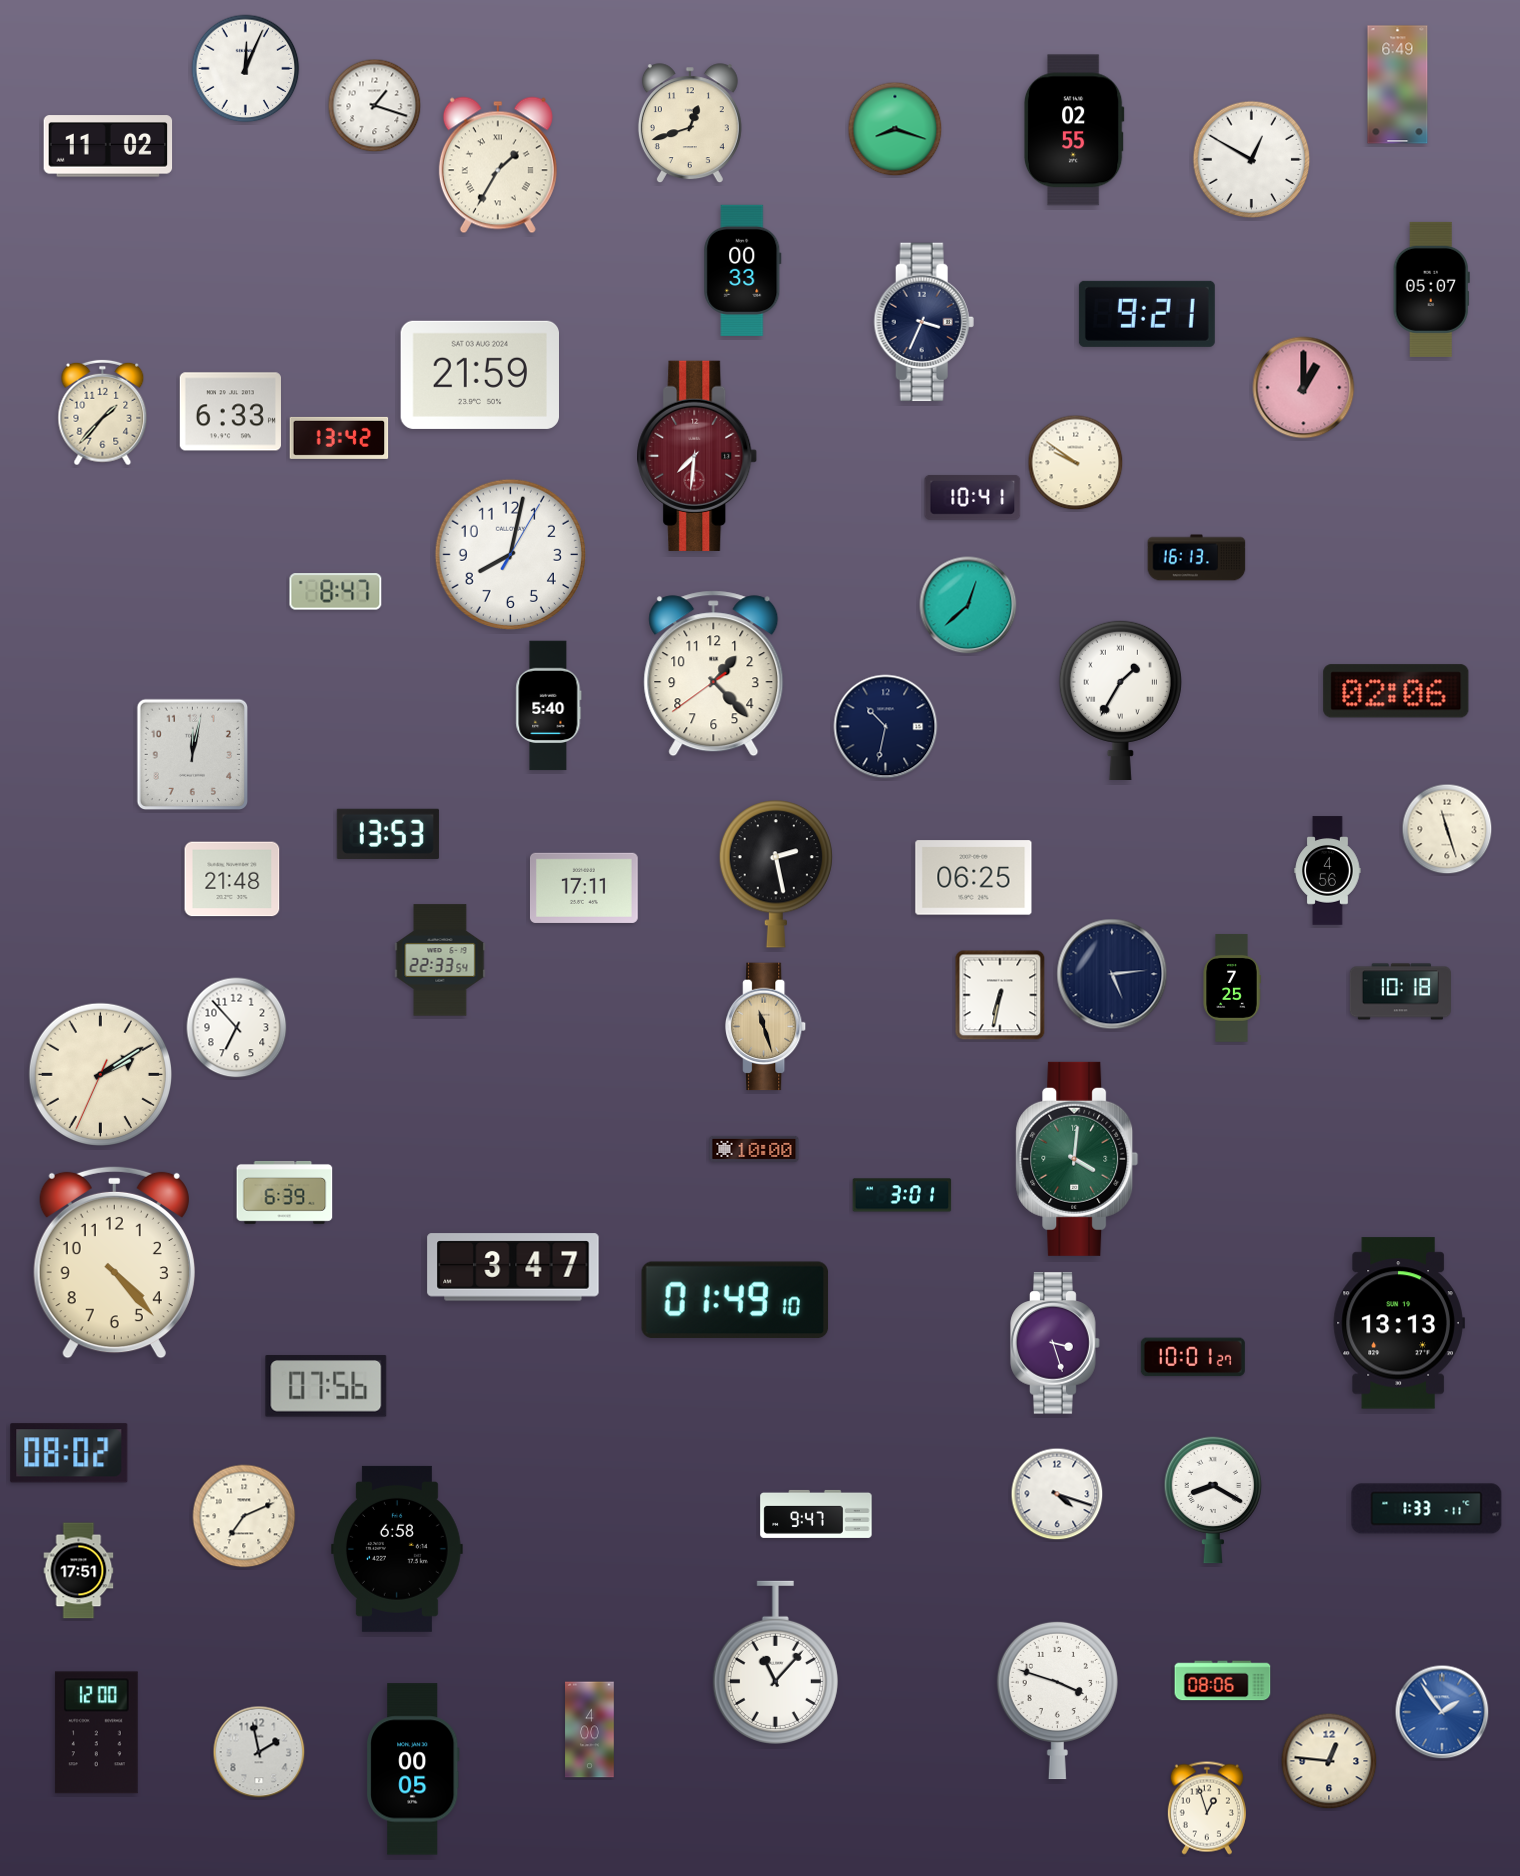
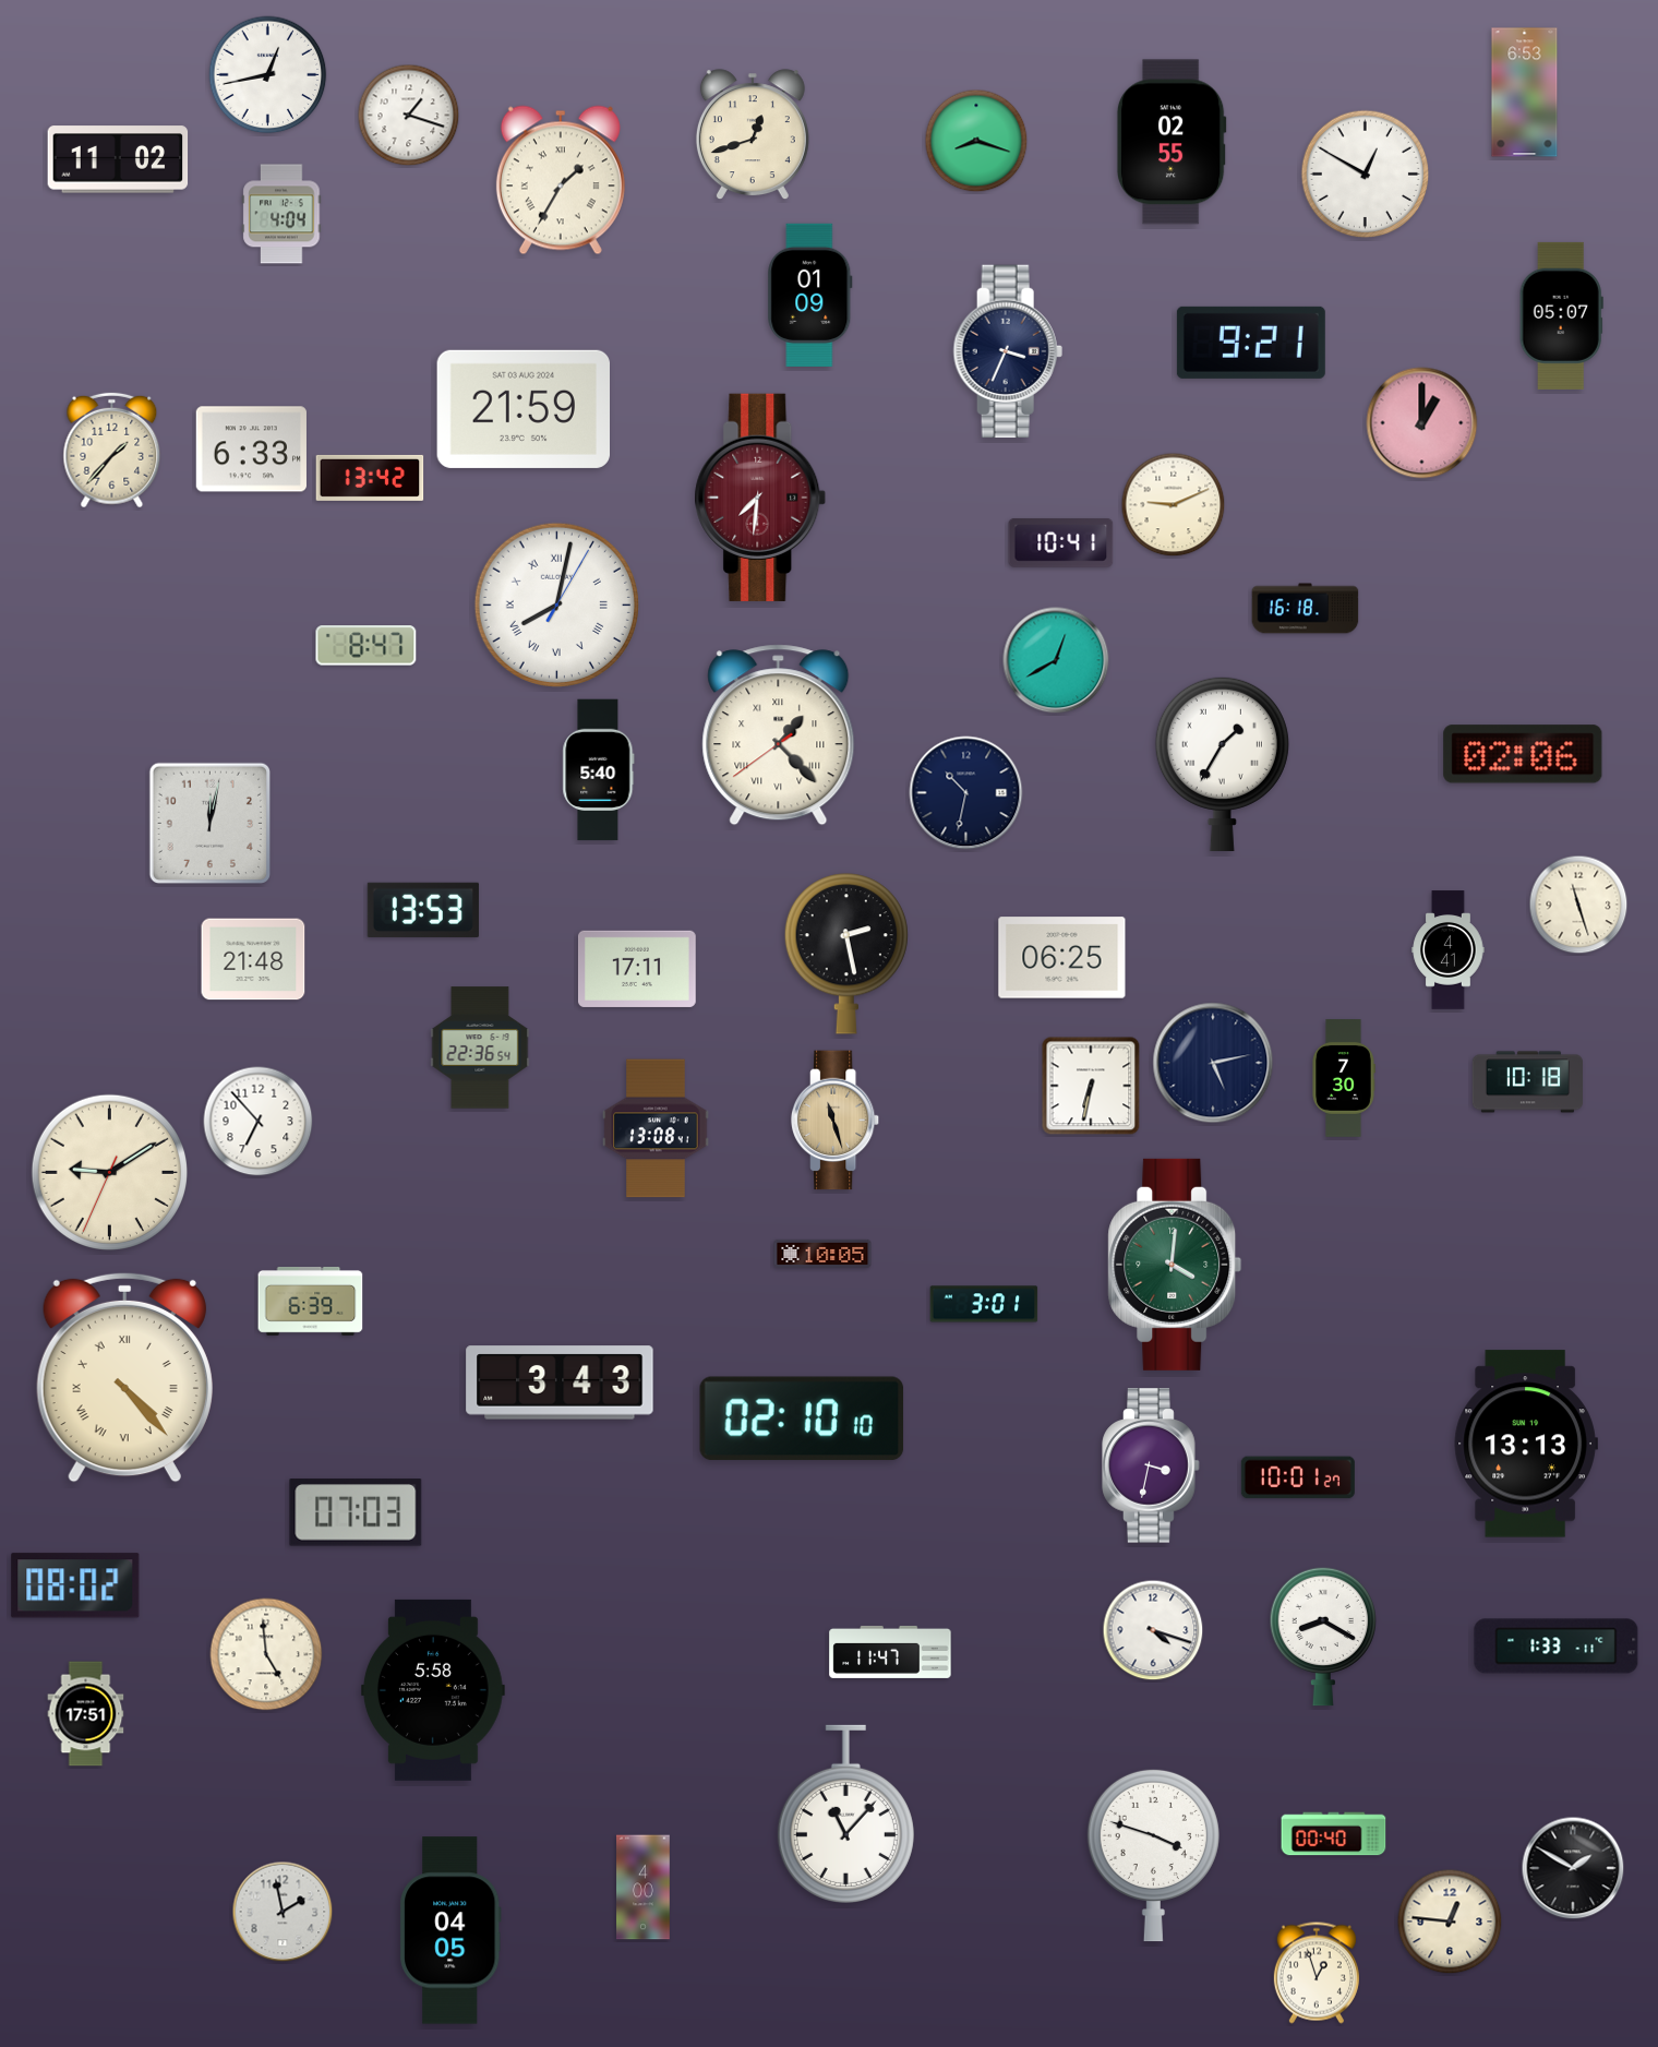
clock at (246, 69): 12:04 -> 12:43
clock at (1398, 85): 6:49 -> 6:53
clock at (498, 165) position: (498, 165) -> (561, 180)
clock at (281, 214): none -> 4:04
clock at (743, 270): 00:33 -> 01:09
clock at (1076, 463): 9:51 -> 9:11
clock at (510, 554) numerals: Arabic -> Roman
clock at (1197, 558): 16:13 -> 16:18
clock at (968, 605): 12:38 -> 12:40
clock at (714, 674) numerals: Arabic -> Roman
clock at (1328, 871): 4:56 -> 4:41
clock at (440, 960): 22:33 -> 22:36
clock at (1112, 974): 5:14 -> 5:13
clock at (1232, 988): 7:25 -> 7:30
clock at (656, 1128): none -> 13:08
clock at (100, 1074): 2:09 -> 9:09
clock at (754, 1149): 10:00 -> 10:05
clock at (114, 1262) numerals: Arabic -> Roman
clock at (513, 1267): 3:47 -> 3:43
clock at (735, 1300): 01:49 -> 02:10
clock at (1055, 1343): 3:27 -> 3:32
clock at (1193, 1357) position: (1193, 1357) -> (1298, 1477)
clock at (326, 1386): 07:56 -> 07:03
clock at (816, 1514): 9:47 -> 11:47
clock at (244, 1516): 7:11 -> 4:59
clock at (397, 1549): 6:58 -> 5:58
clock at (1223, 1681): 08:06 -> 00:40
clock at (1442, 1712): 1:54 -> 1:50
clock at (1442, 1712) dial: blue -> black
clock at (96, 1733): 12:00 -> none
clock at (413, 1769): 00:05 -> 04:05
